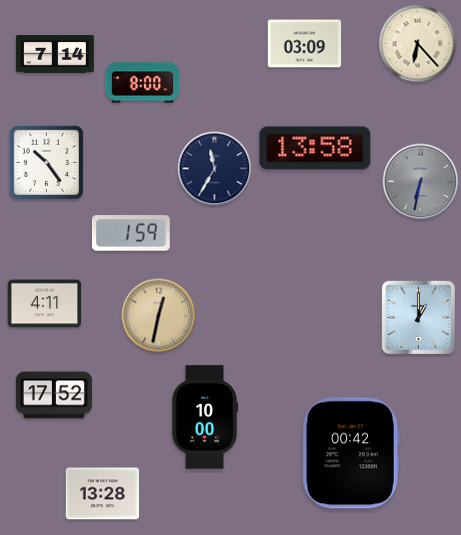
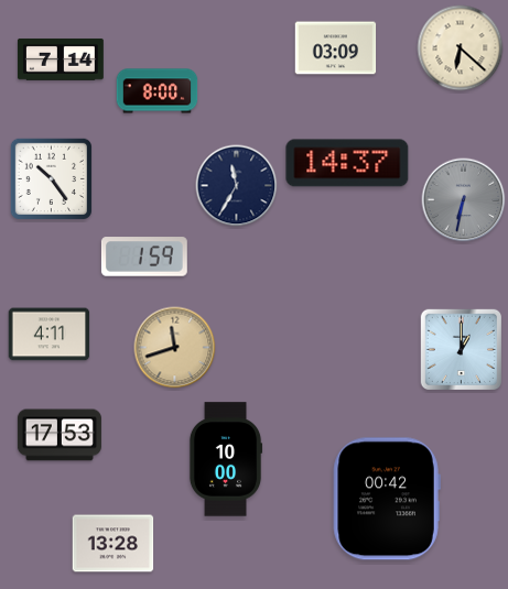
clock at (418, 44): 6:23 -> 6:22
clock at (315, 148): 13:58 -> 14:37
clock at (159, 316): 12:32 -> 11:42
clock at (54, 395): 17:52 -> 17:53
